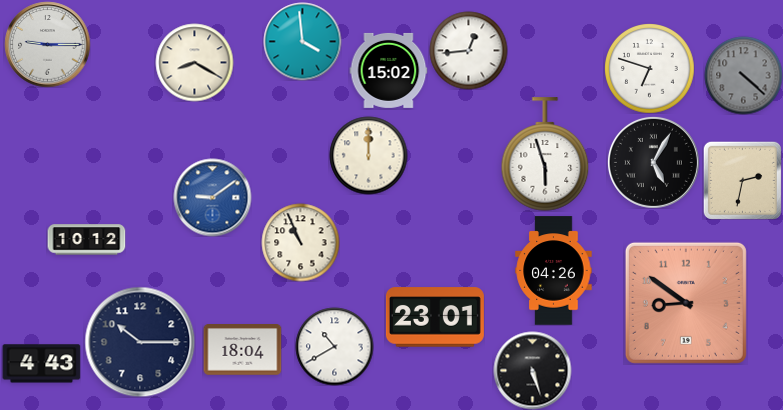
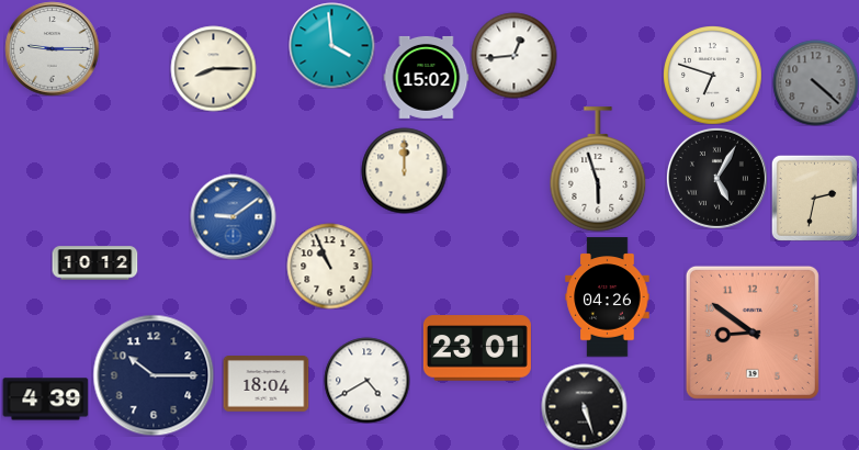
clock at (194, 62): 8:20 -> 8:15
clock at (334, 346): 10:40 -> 4:40
clock at (41, 364): 4:43 -> 4:39
